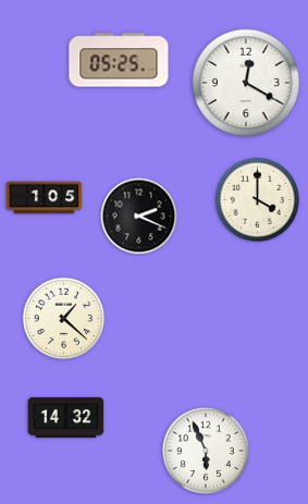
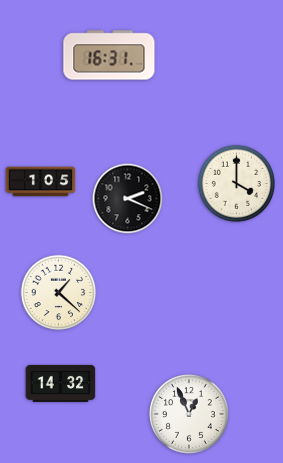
clock at (119, 60): 05:25 -> 16:31
clock at (245, 82): 12:20 -> none
clock at (206, 451): 5:56 -> 12:56
